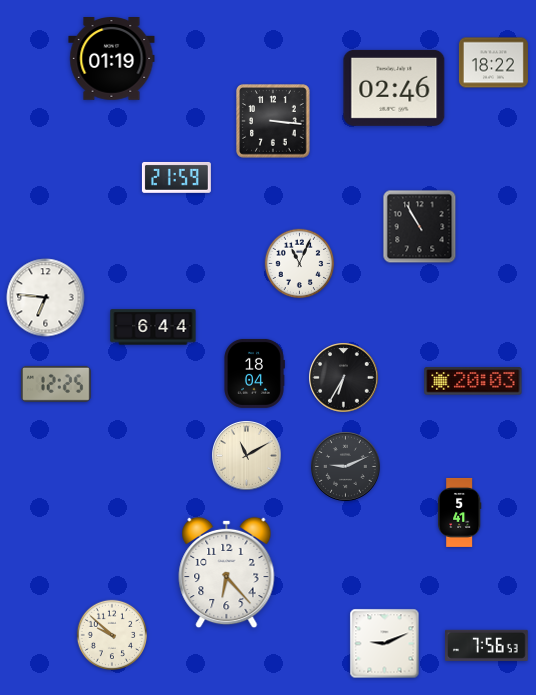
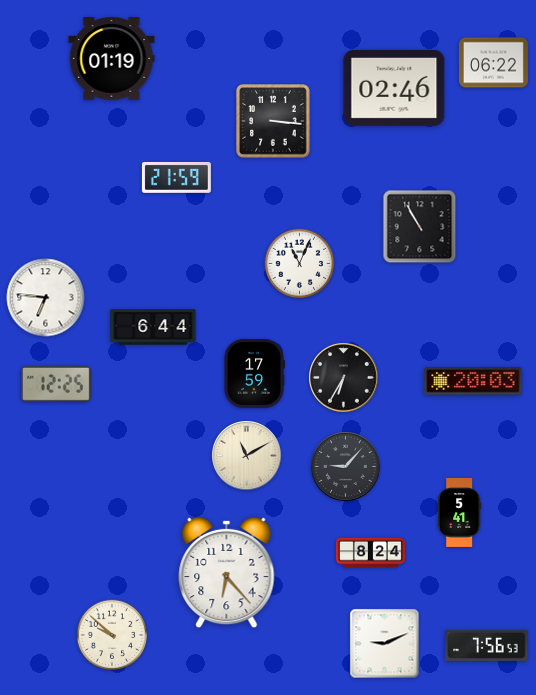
clock at (493, 63): 18:22 -> 06:22
clock at (255, 373): 18:04 -> 17:59
clock at (346, 467): 9:11 -> 9:07
clock at (370, 553): none -> 8:24
